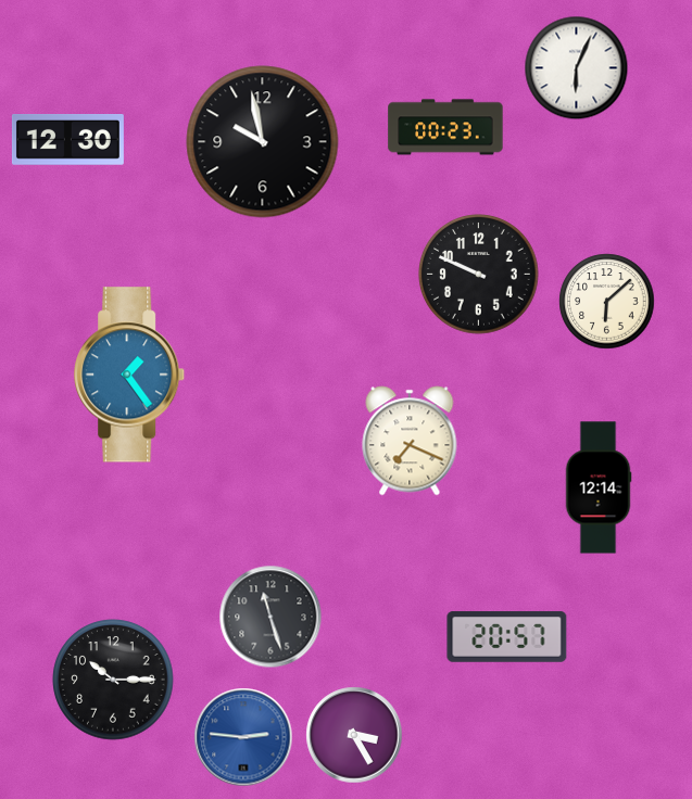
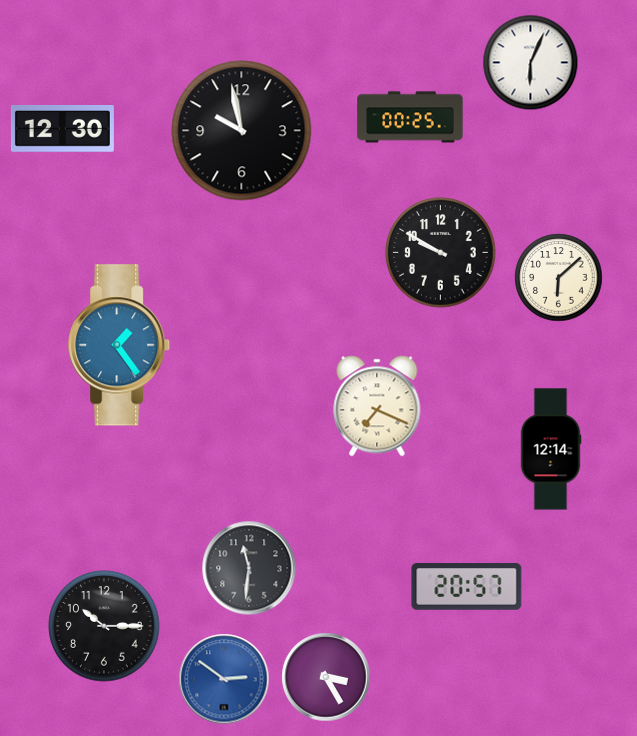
clock at (445, 127): 00:23 -> 00:25
clock at (479, 275): 9:49 -> 9:50
clock at (270, 617): 11:27 -> 11:31
clock at (243, 737): 2:46 -> 2:51
